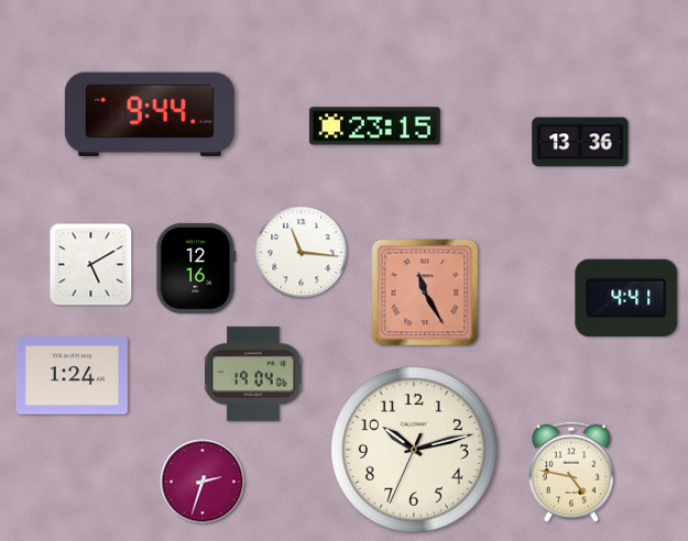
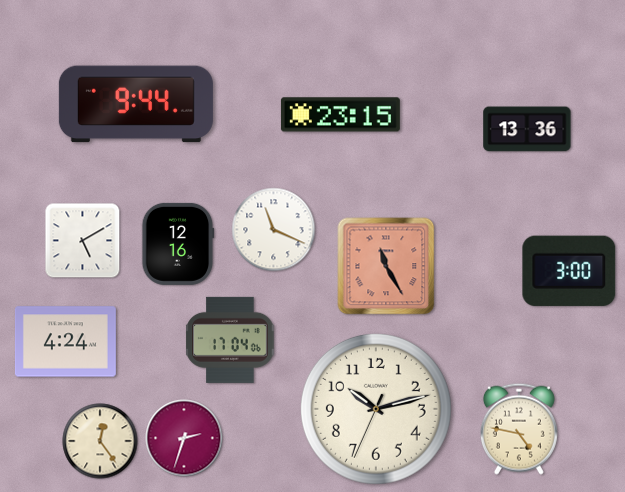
clock at (302, 253): 11:16 -> 11:19
clock at (626, 298): 4:41 -> 3:00
clock at (253, 374): 19:04 -> 17:04
clock at (72, 376): 1:24 -> 4:24
clock at (100, 441): none -> 12:24
